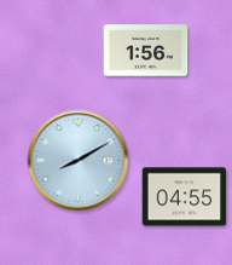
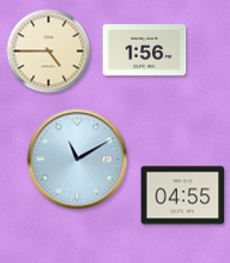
clock at (49, 52): none -> 4:45
clock at (79, 161): 8:10 -> 11:10
